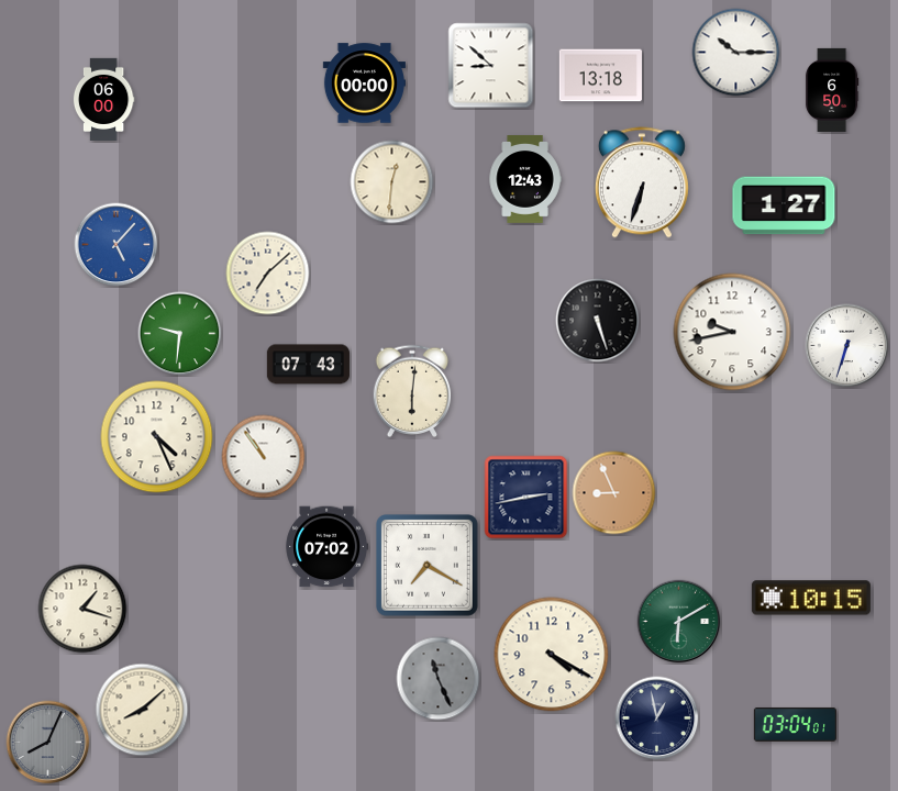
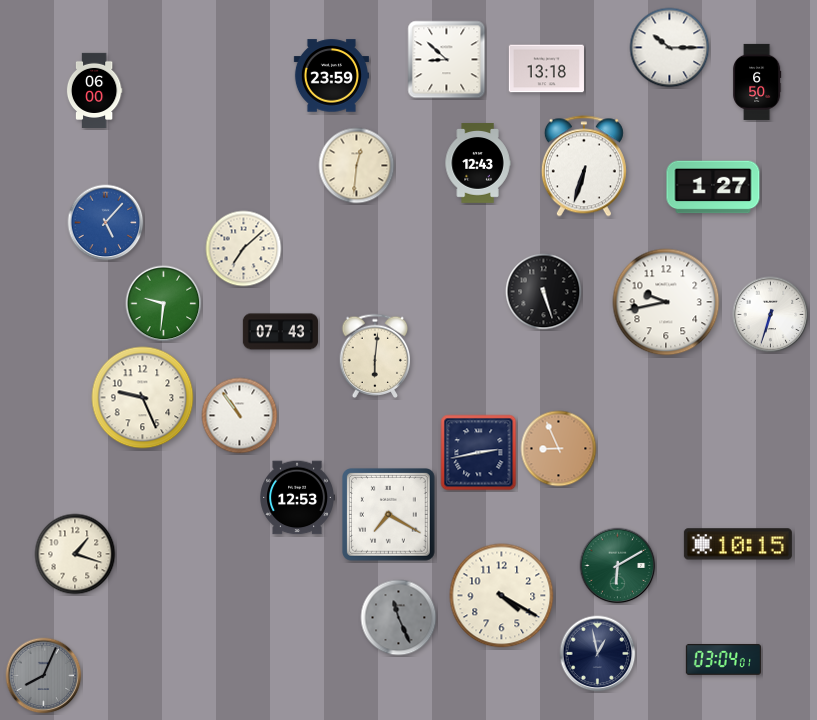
clock at (364, 83): 00:00 -> 23:59
clock at (157, 437): 4:26 -> 9:26
clock at (326, 547): 07:02 -> 12:53
clock at (142, 710): 8:08 -> none
